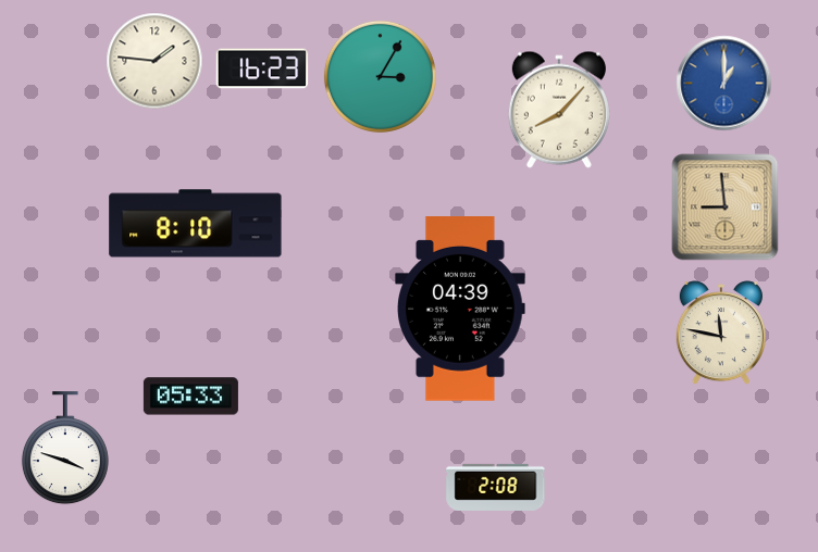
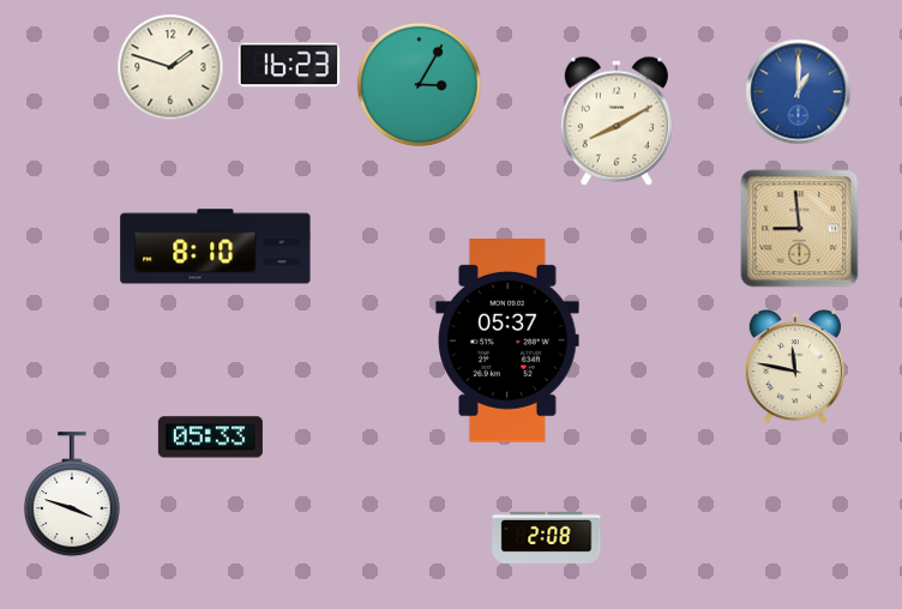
clock at (154, 61): 1:46 -> 1:48
clock at (262, 68) position: (262, 68) -> (289, 65)
clock at (559, 110): 8:07 -> 8:10
clock at (460, 310): 04:39 -> 05:37
